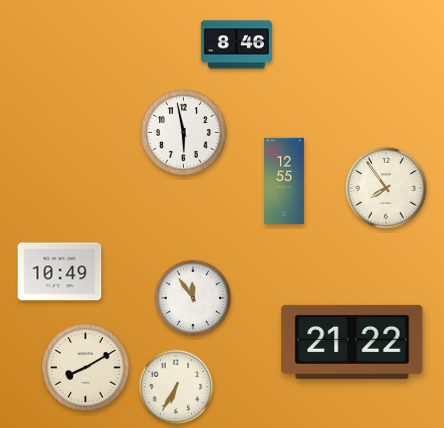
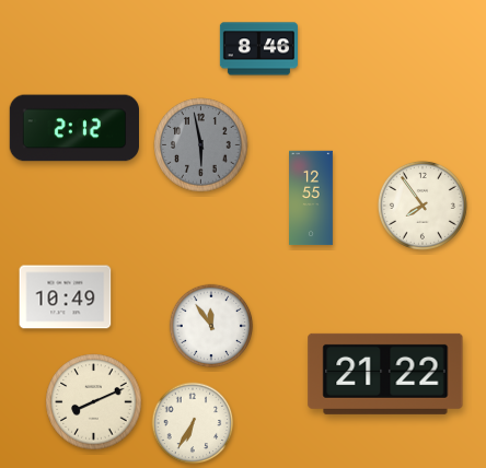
clock at (73, 128): none -> 2:12
clock at (184, 133) dial: white -> grey
clock at (86, 368): 8:10 -> 8:11
